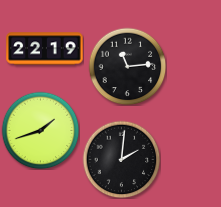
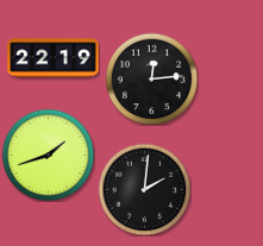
clock at (127, 66): 11:14 -> 12:14
